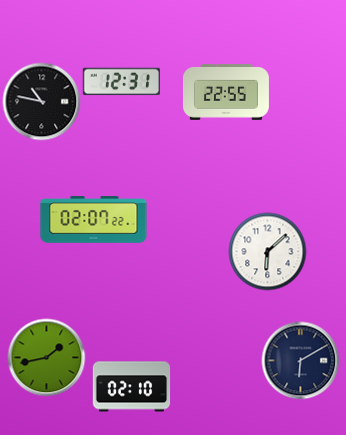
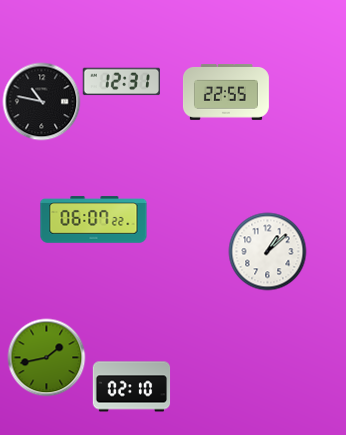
clock at (94, 220): 02:07 -> 06:07
clock at (267, 251): 6:08 -> 1:08
clock at (300, 360): 6:10 -> none
